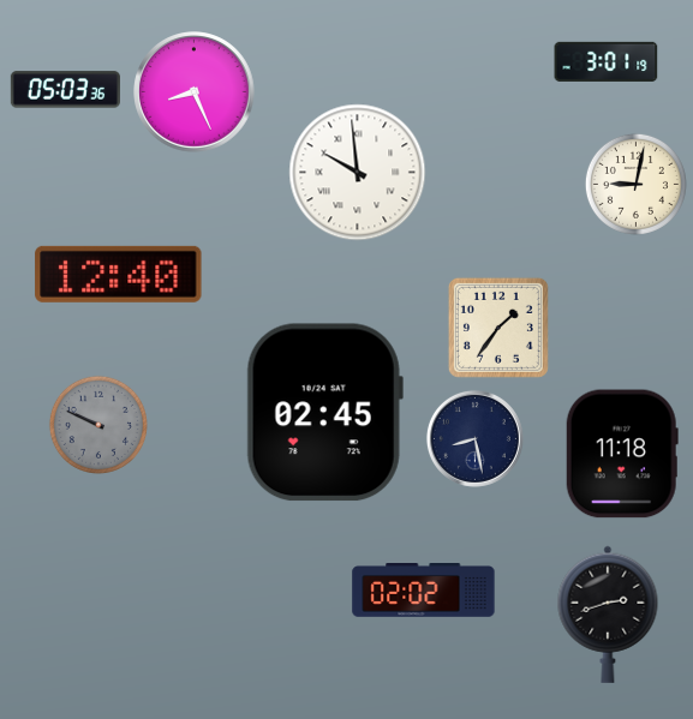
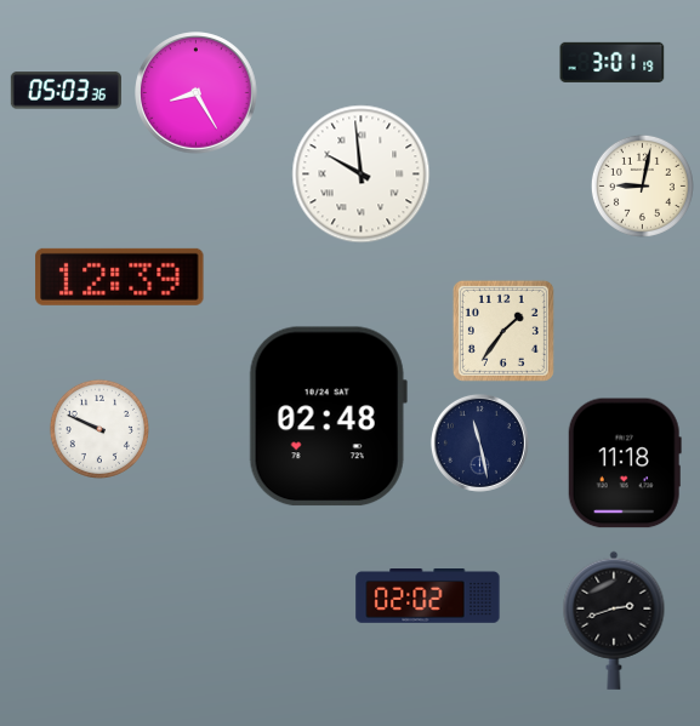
clock at (195, 92): 8:26 -> 8:25
clock at (119, 274): 12:40 -> 12:39
clock at (324, 413): 02:45 -> 02:48
clock at (98, 425) dial: grey -> white
clock at (474, 438): 8:28 -> 11:28
clock at (622, 454) position: (622, 454) -> (625, 463)
